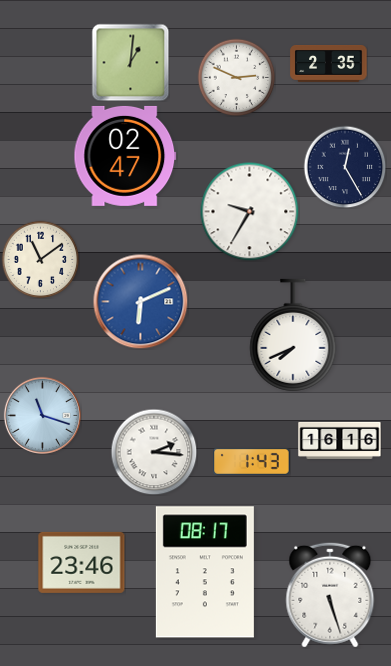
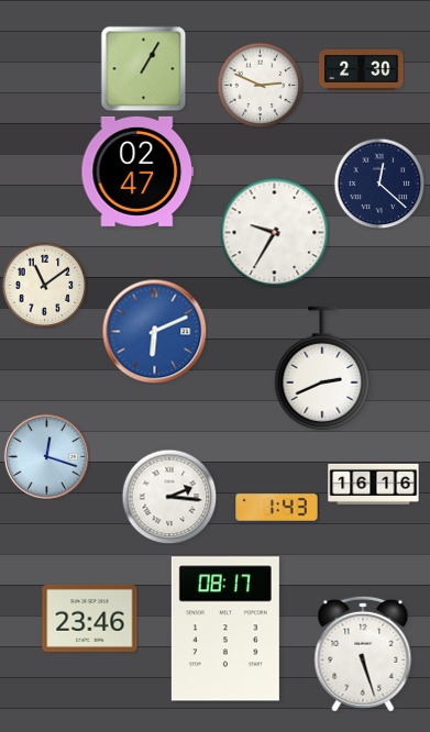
clock at (130, 62): 1:01 -> 1:05
clock at (329, 64): 2:35 -> 2:30
clock at (345, 167): 12:25 -> 12:22
clock at (293, 335): 7:41 -> 2:41
clock at (42, 415): 11:18 -> 12:18
